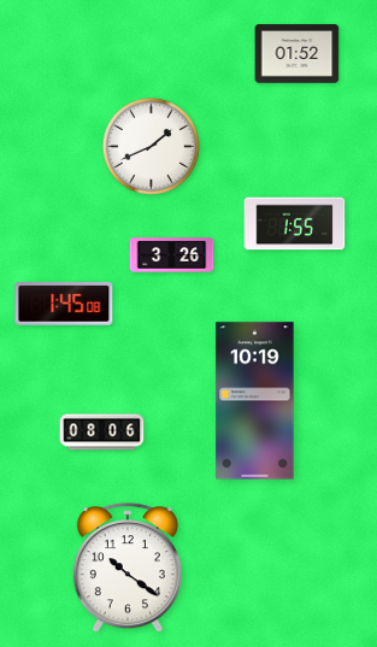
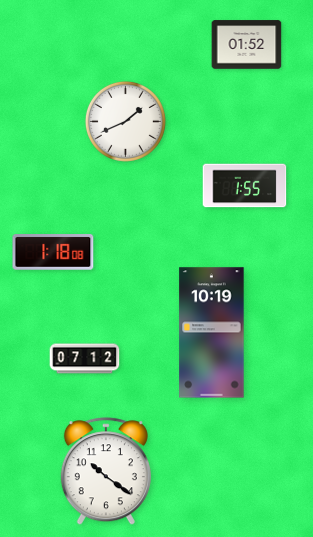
clock at (172, 255): 3:26 -> none
clock at (64, 305): 1:45 -> 1:18
clock at (102, 433): 08:06 -> 07:12
